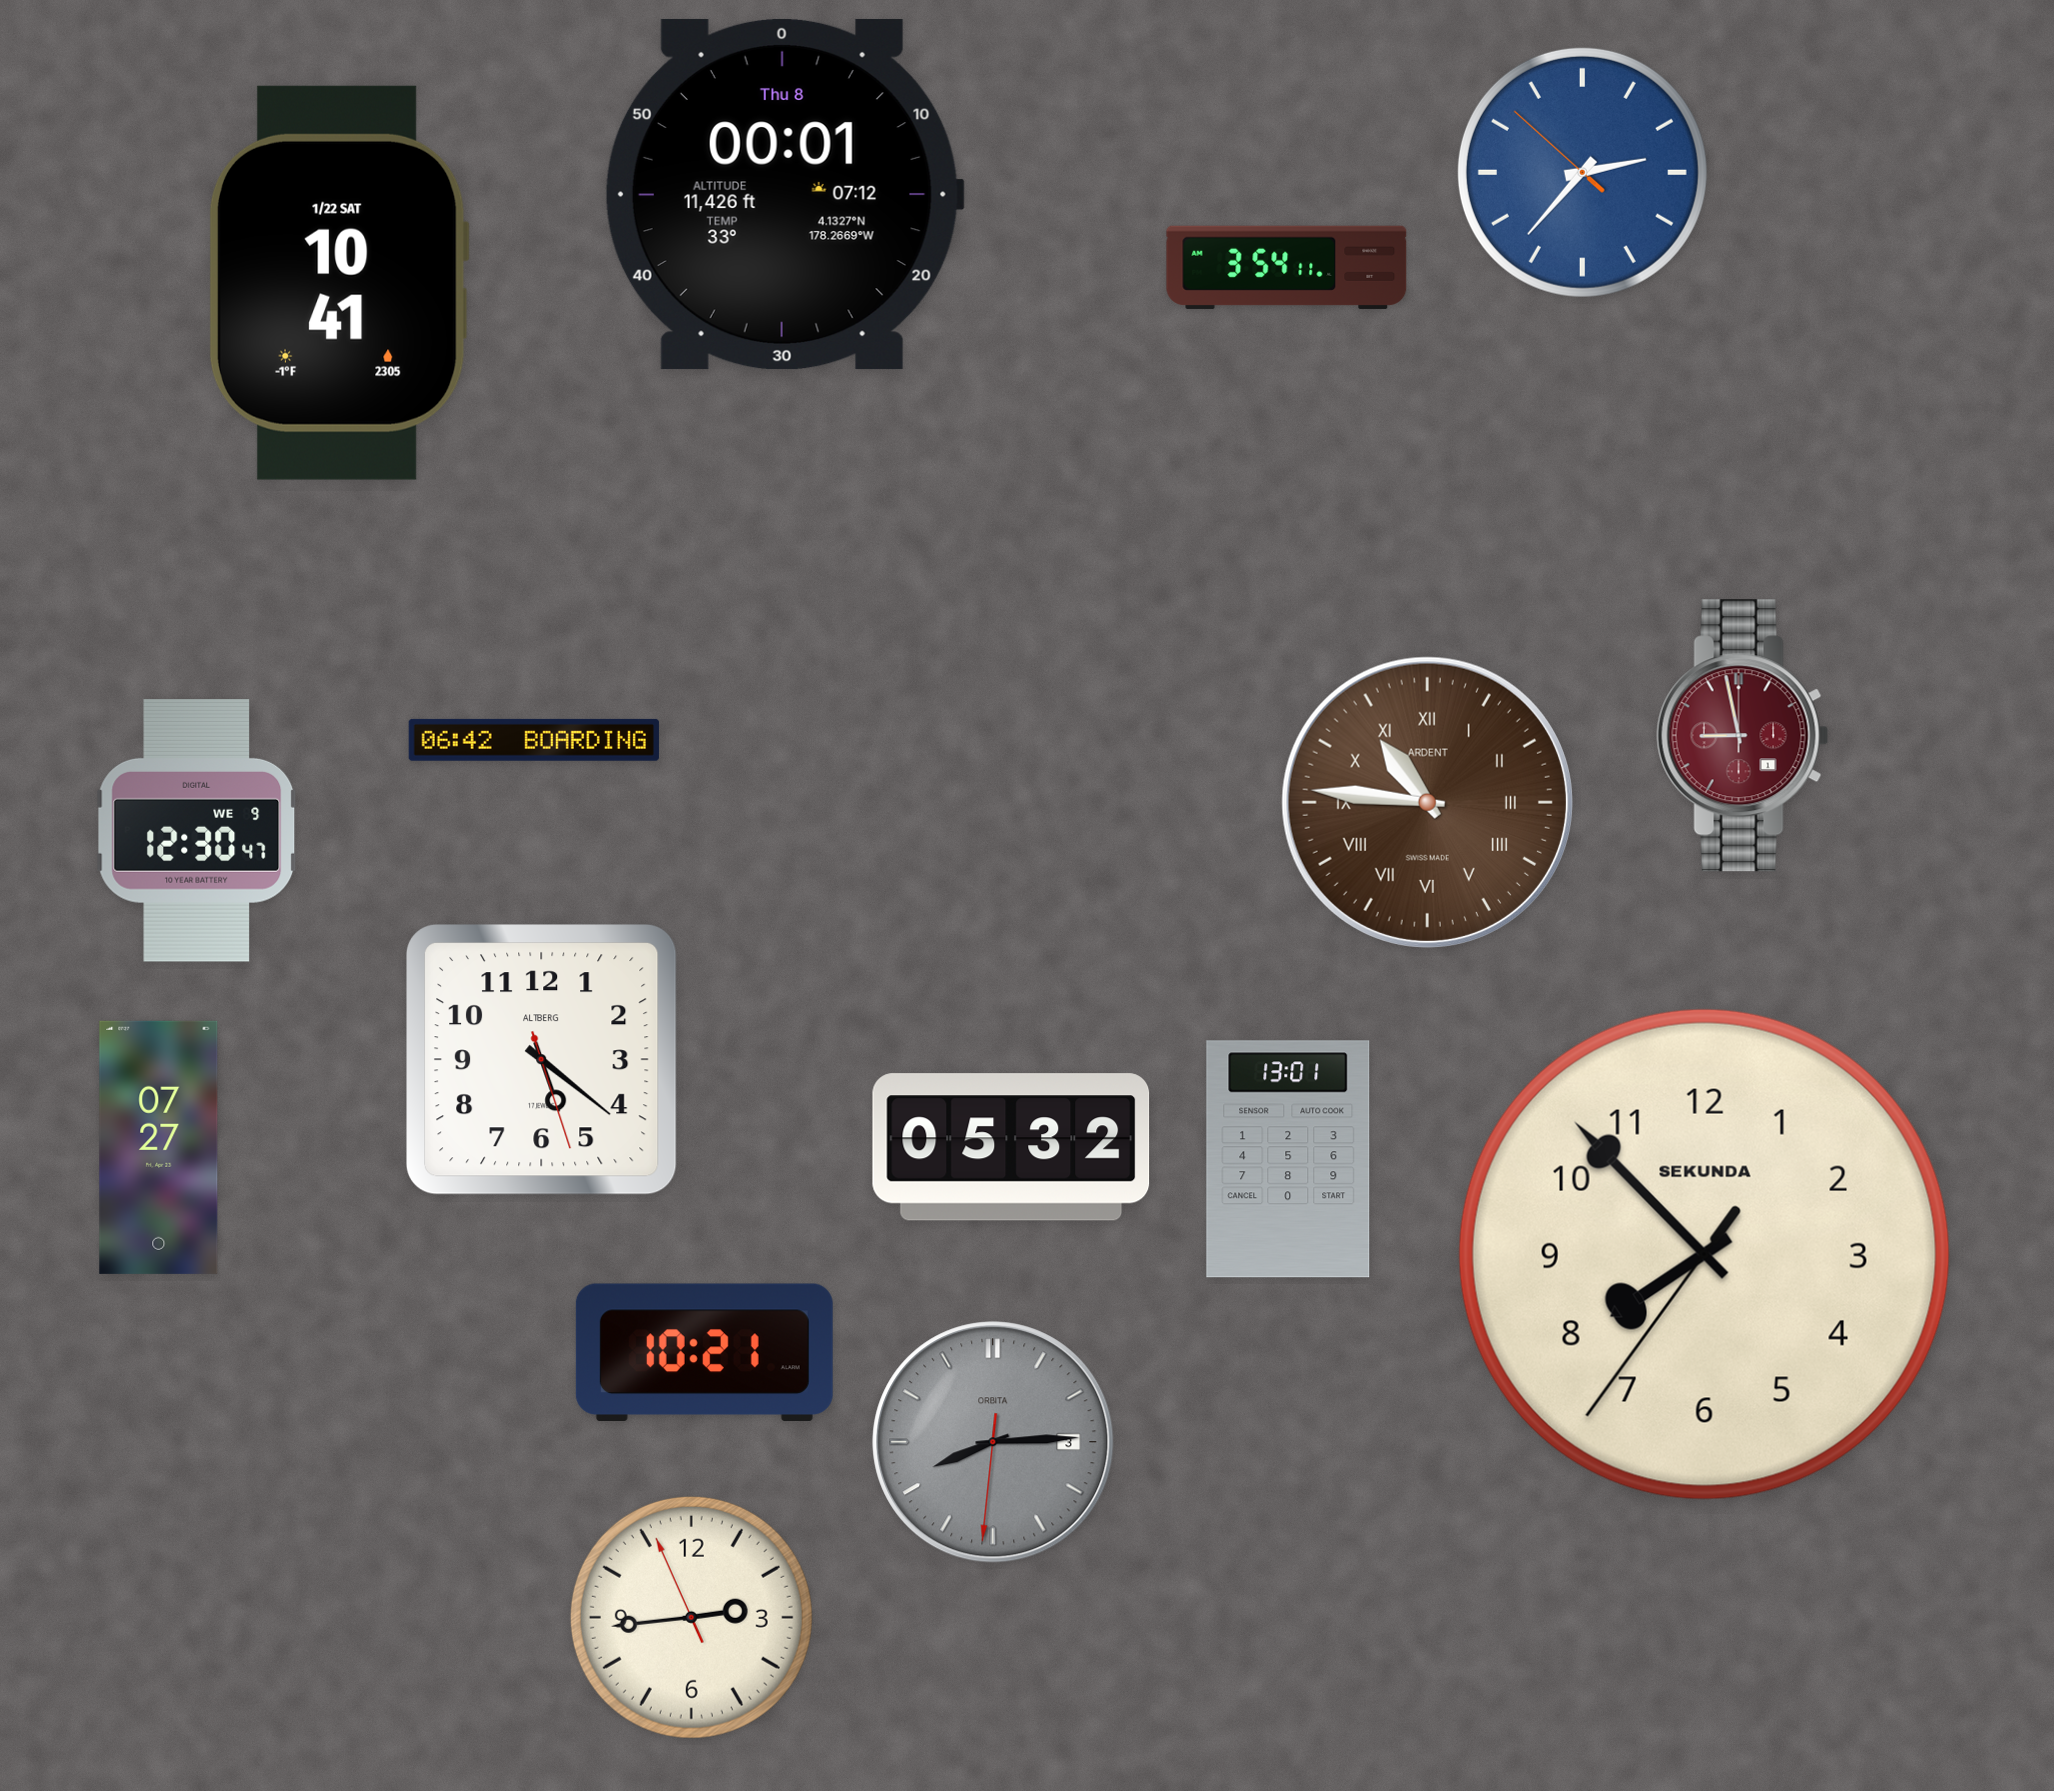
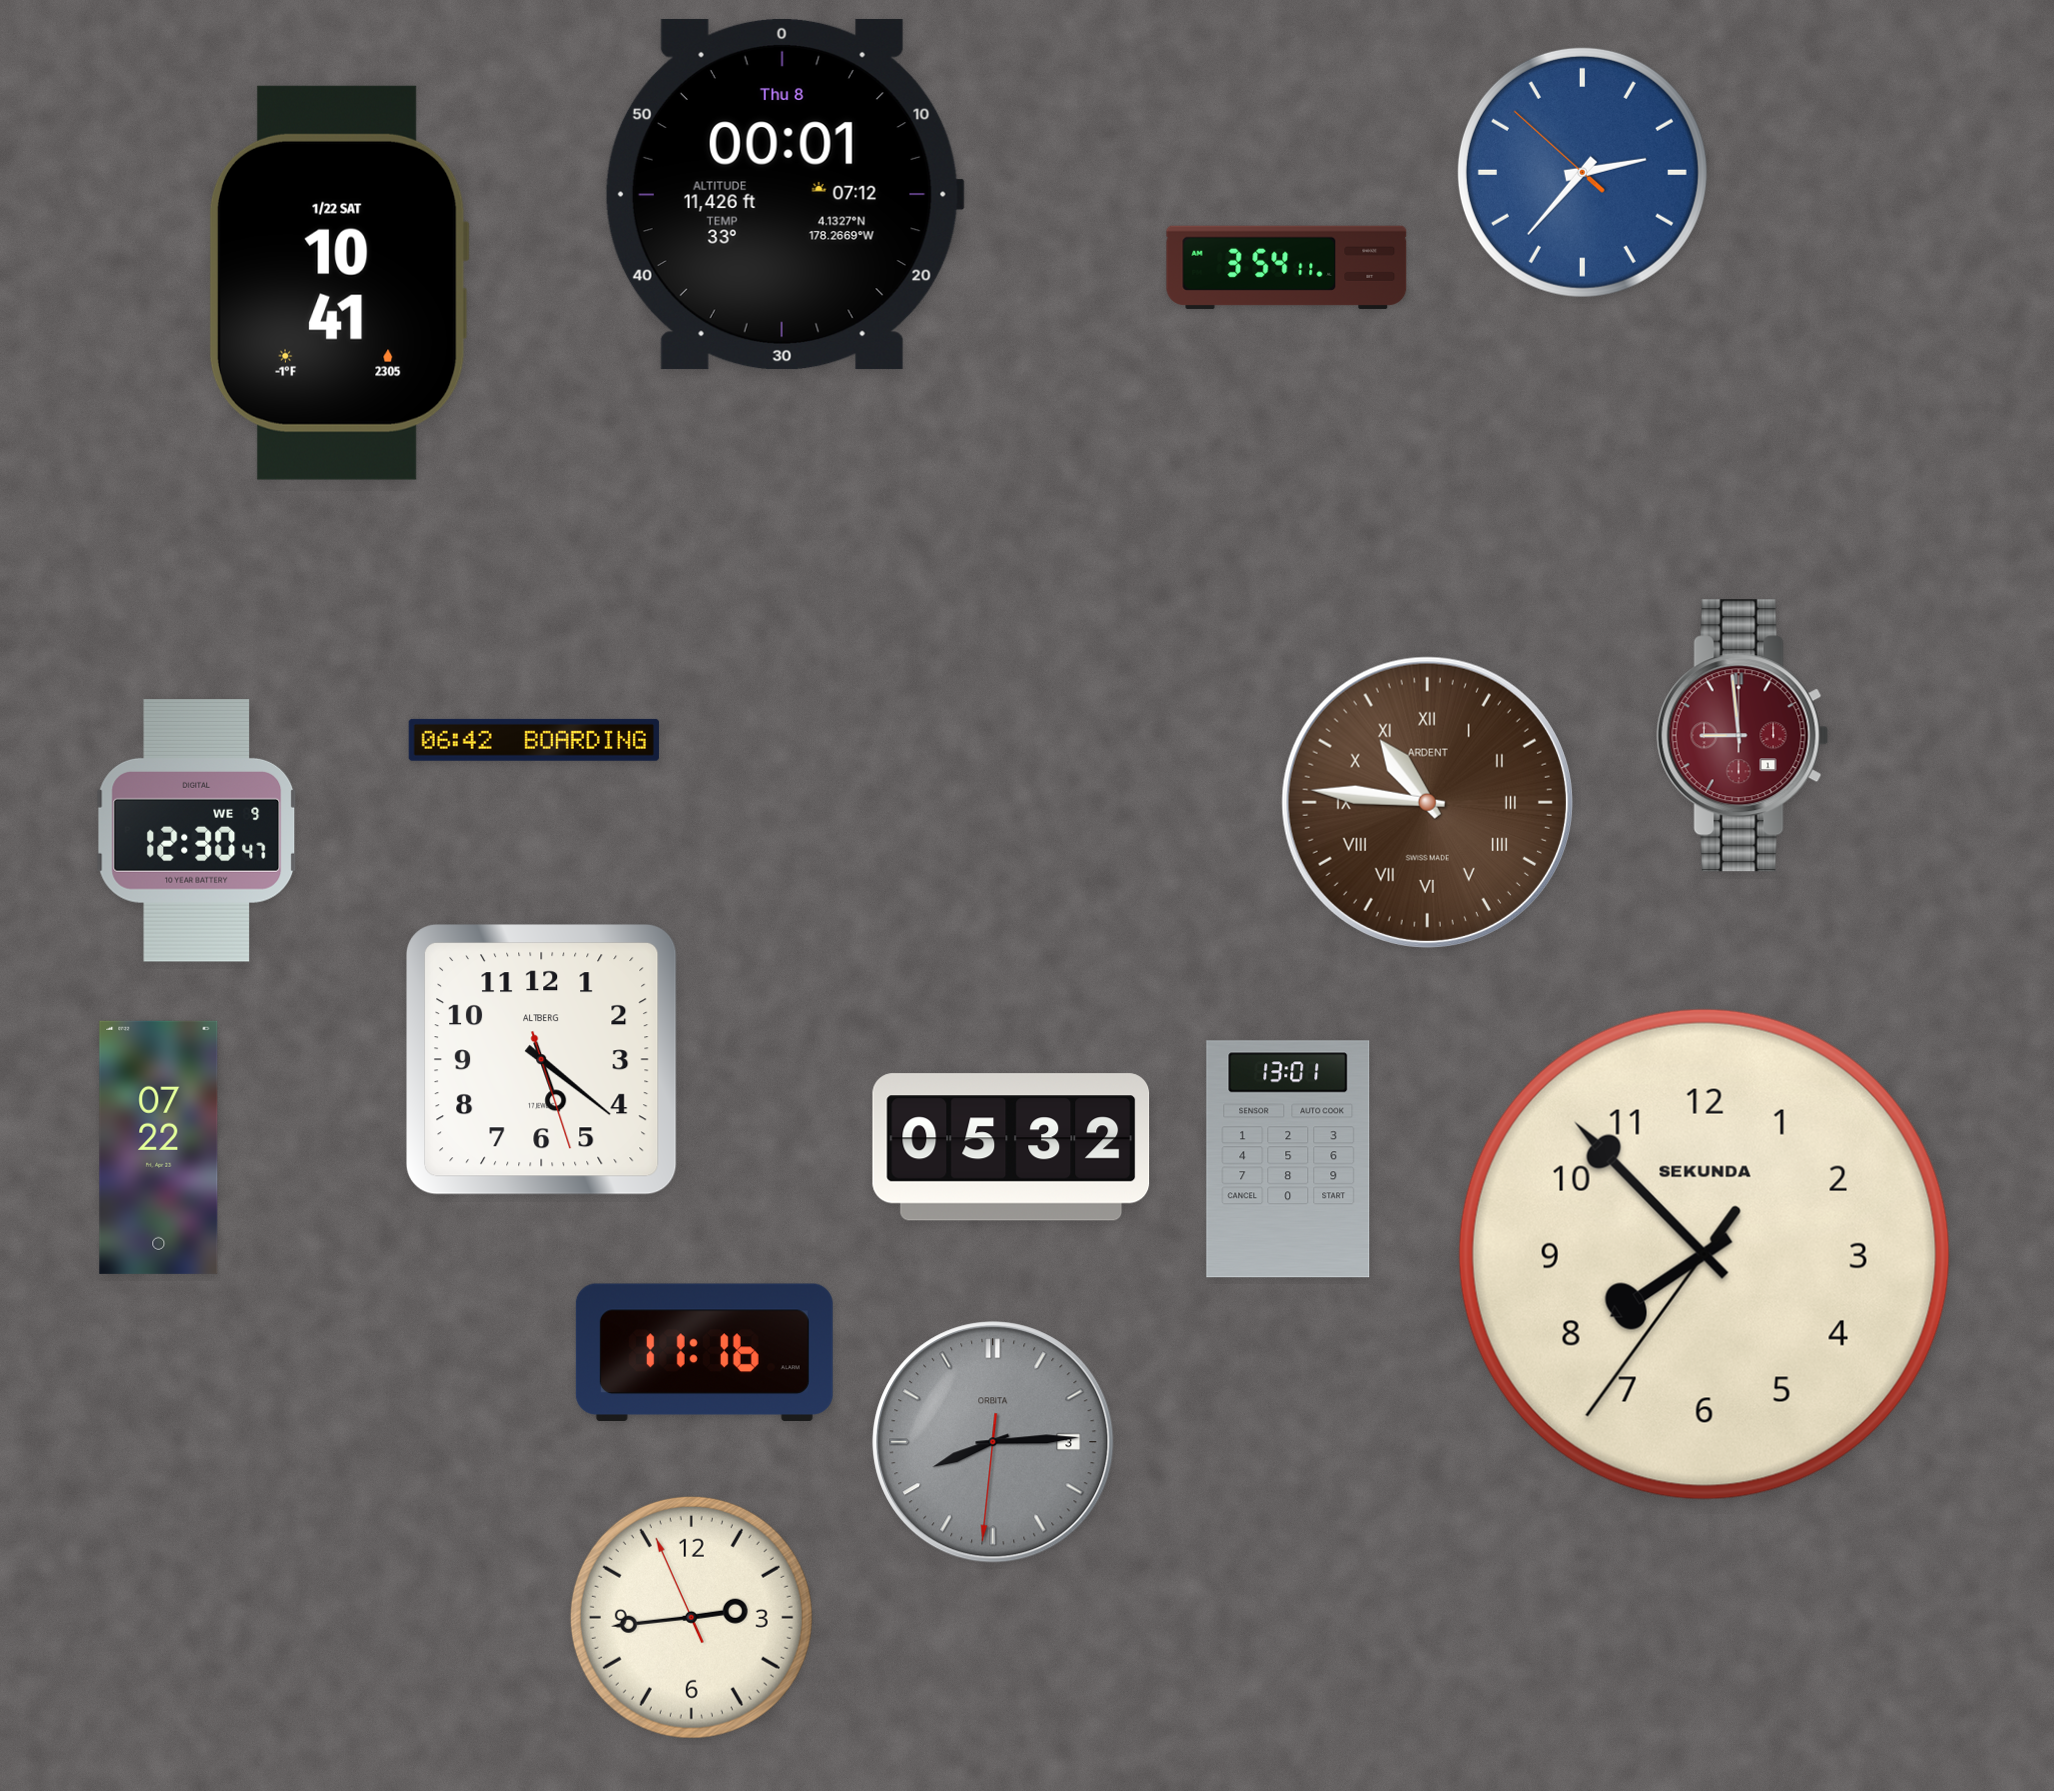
clock at (1743, 736): 8:58 -> 8:59
clock at (159, 1147): 07:27 -> 07:22
clock at (704, 1352): 10:21 -> 11:16
